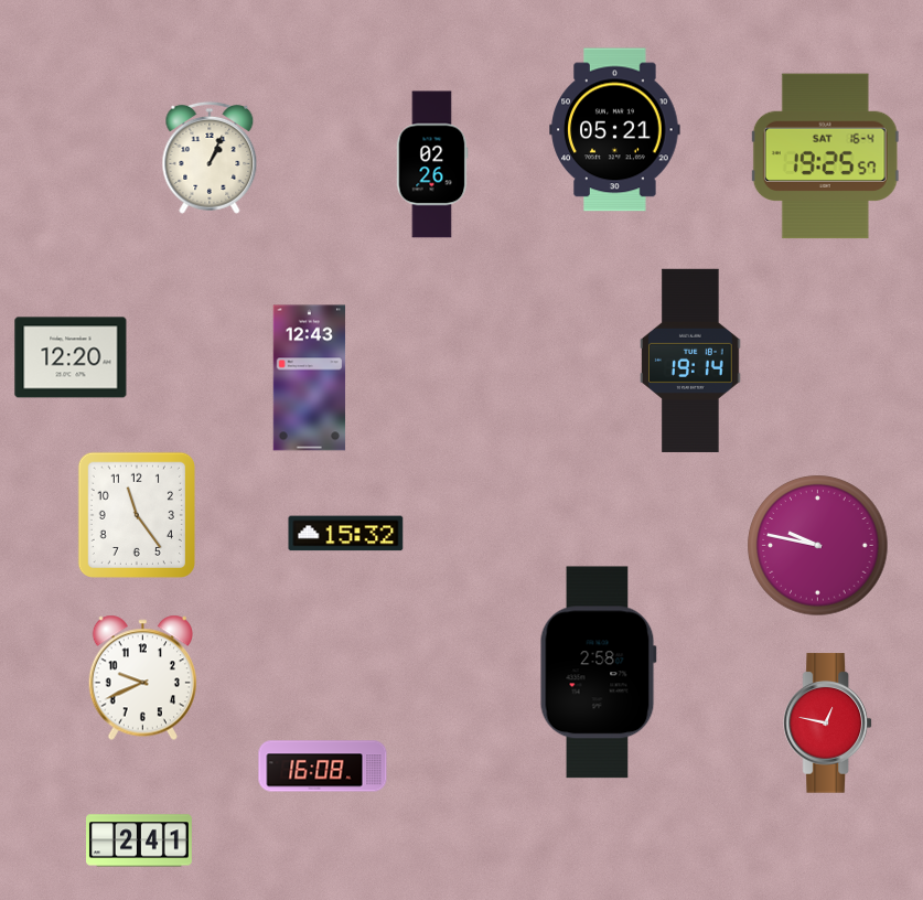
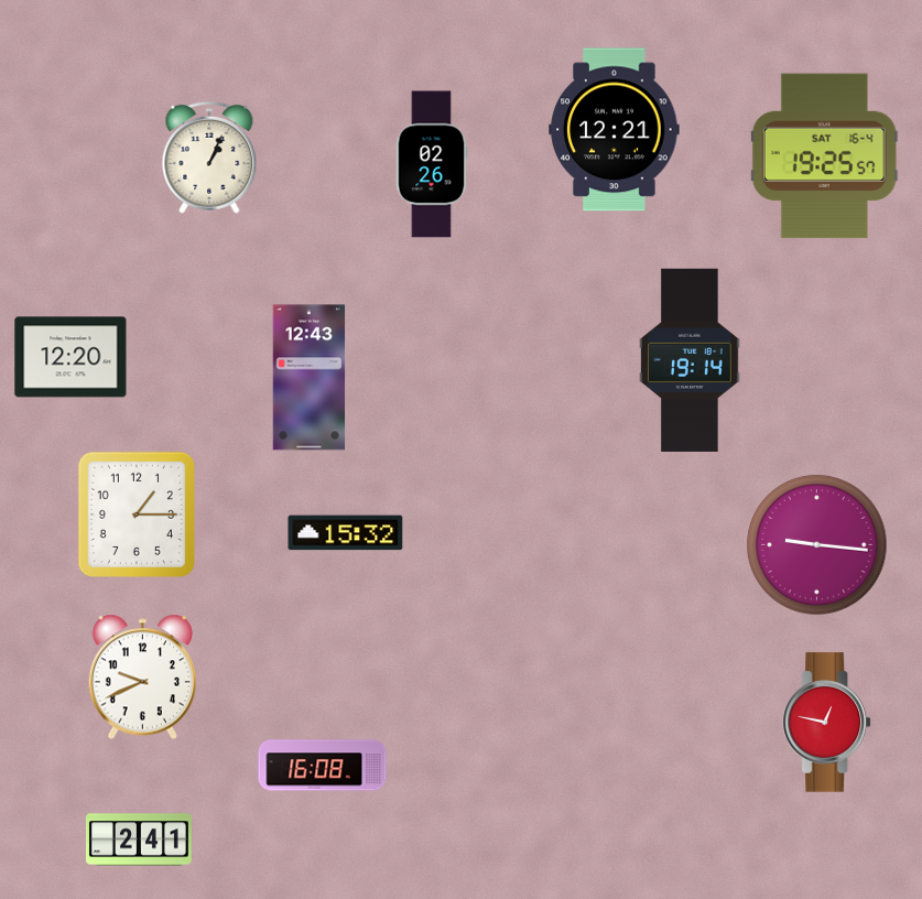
clock at (615, 130): 05:21 -> 12:21
clock at (137, 515): 11:24 -> 1:15
clock at (818, 546): 9:47 -> 9:16
clock at (598, 673): 2:58 -> none
